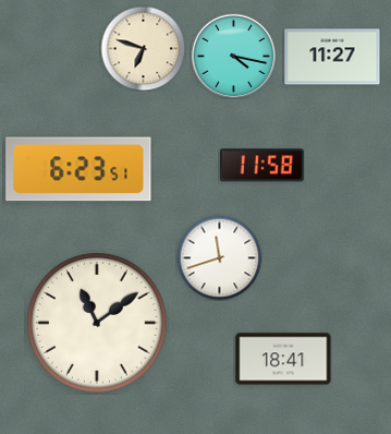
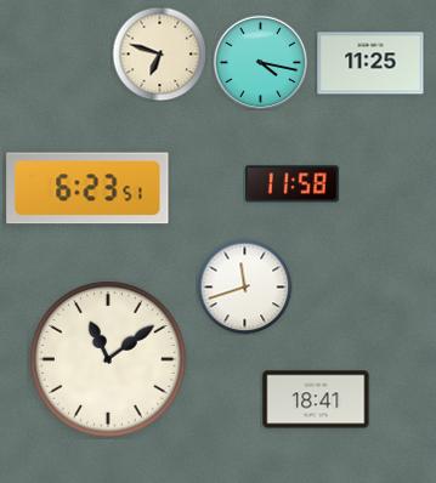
clock at (332, 57): 11:27 -> 11:25
